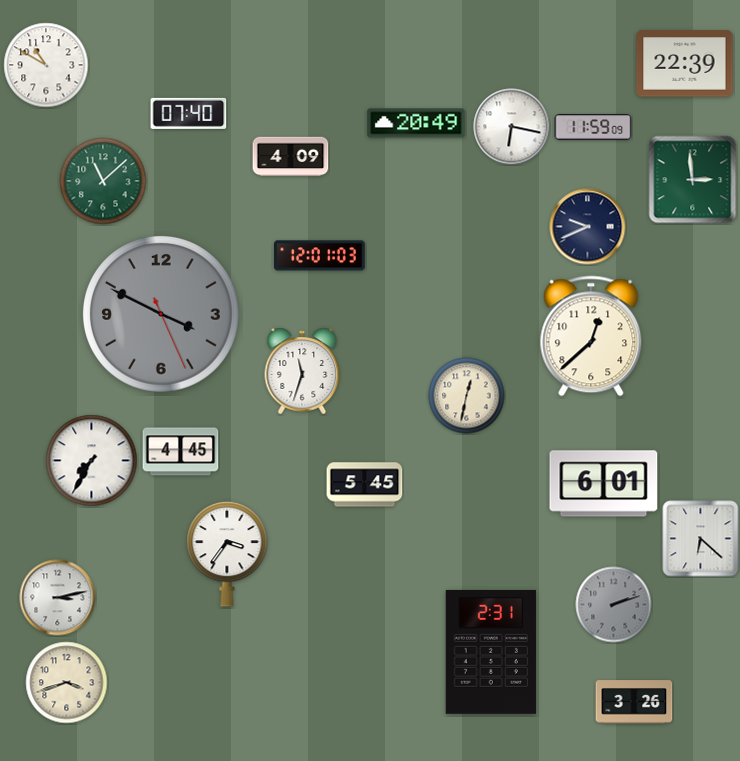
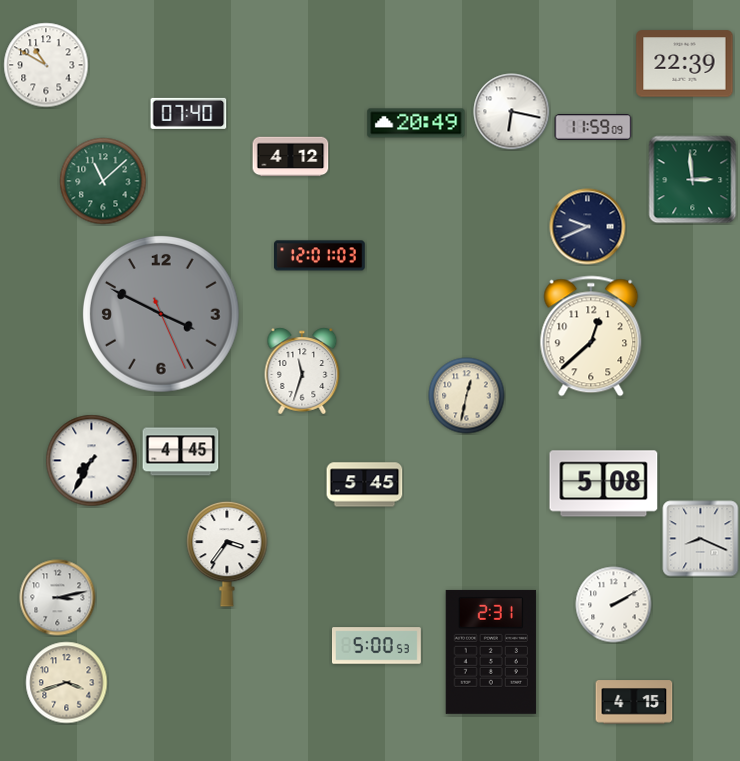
clock at (512, 127) position: (512, 127) -> (512, 112)
clock at (291, 157): 4:09 -> 4:12
clock at (604, 484): 6:01 -> 5:08
clock at (701, 539): 6:22 -> 8:19
clock at (614, 605): 2:12 -> 2:10
clock at (614, 605) dial: grey -> white
clock at (377, 646): none -> 5:00
clock at (634, 702): 3:26 -> 4:15
